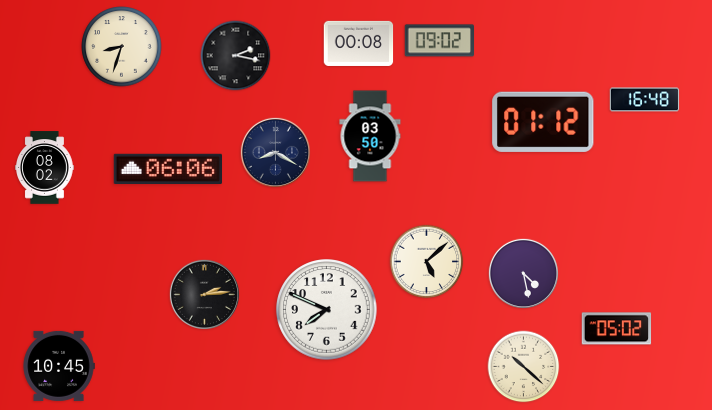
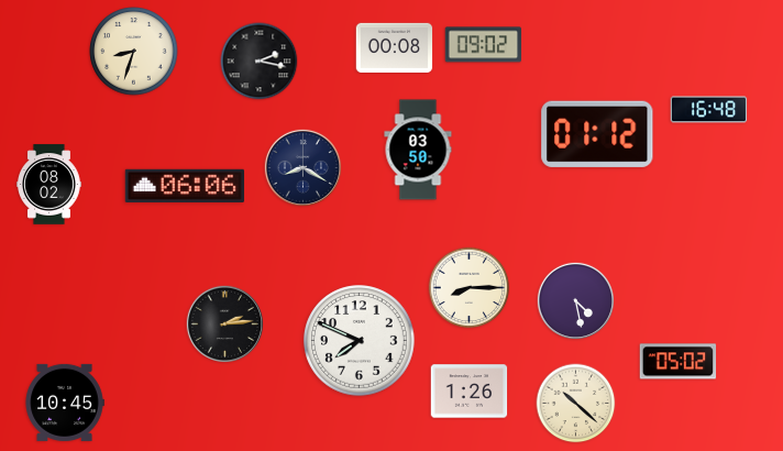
clock at (370, 136) position: (370, 136) -> (418, 150)
clock at (427, 262): 5:08 -> 8:15
clock at (470, 392): none -> 1:26
